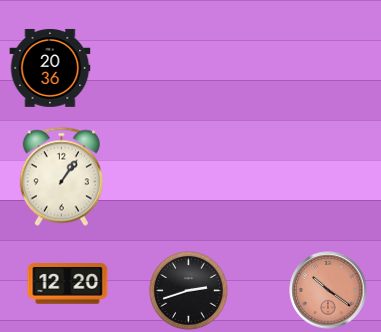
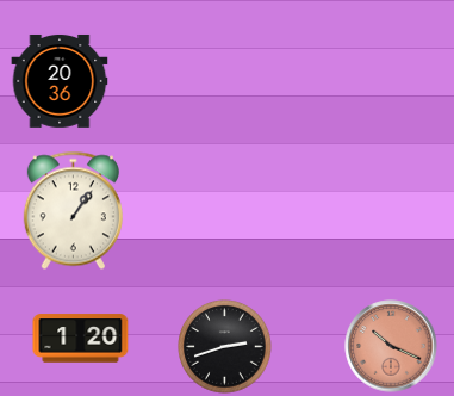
clock at (68, 284): 12:20 -> 1:20
clock at (328, 290): 10:21 -> 10:19
